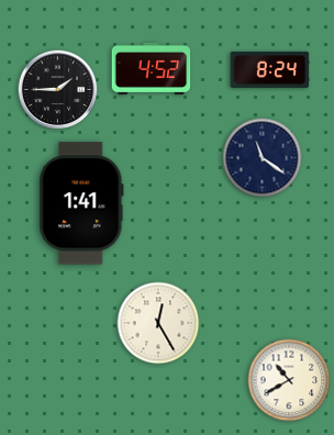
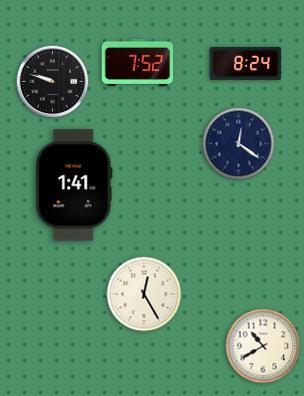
clock at (152, 68): 4:52 -> 7:52
clock at (58, 90): 1:45 -> 9:48
clock at (263, 158): 11:21 -> 12:21
